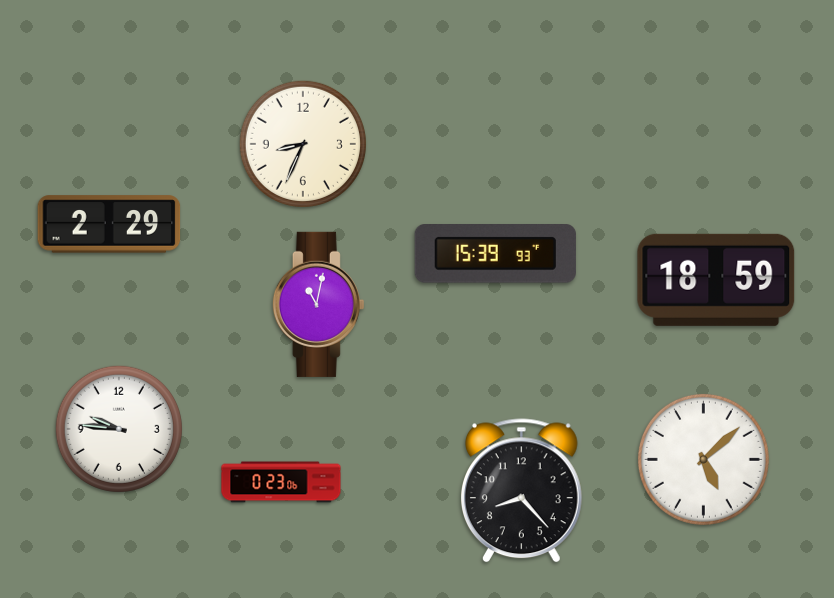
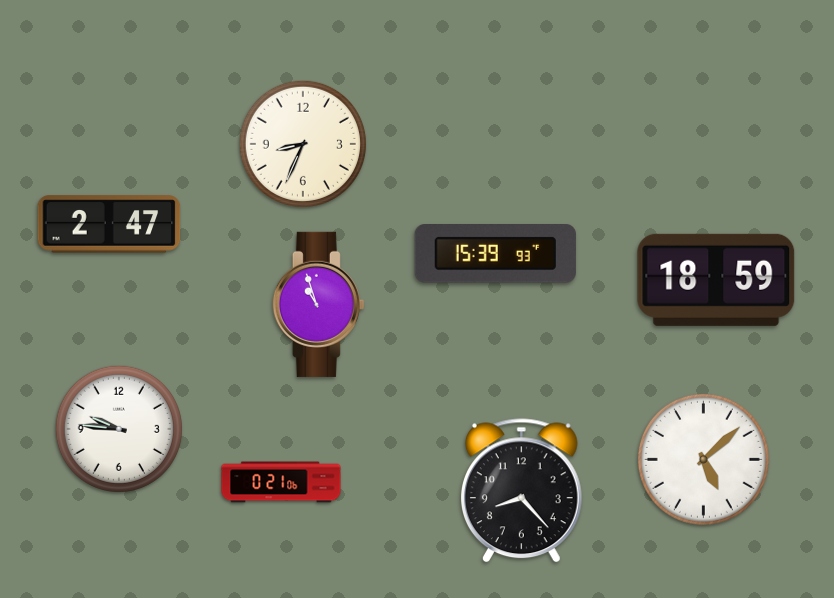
clock at (109, 224): 2:29 -> 2:47
clock at (318, 304): 11:02 -> 10:57
clock at (281, 482): 0:23 -> 0:21
